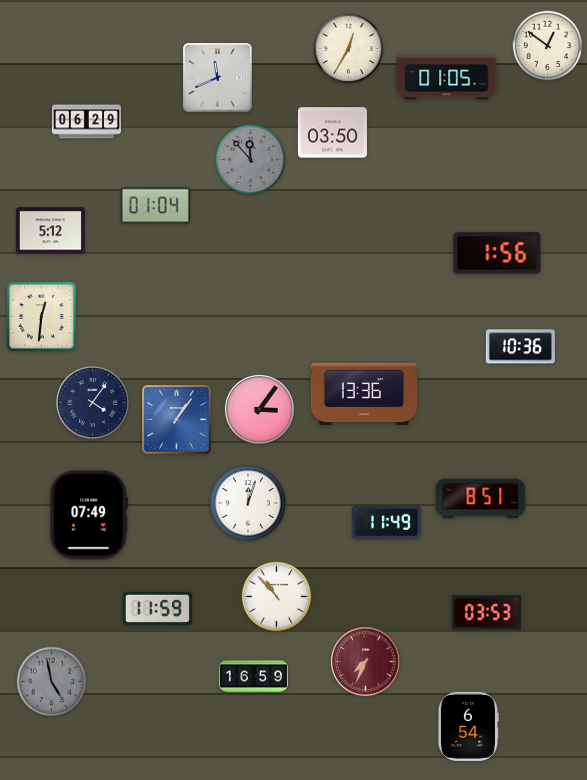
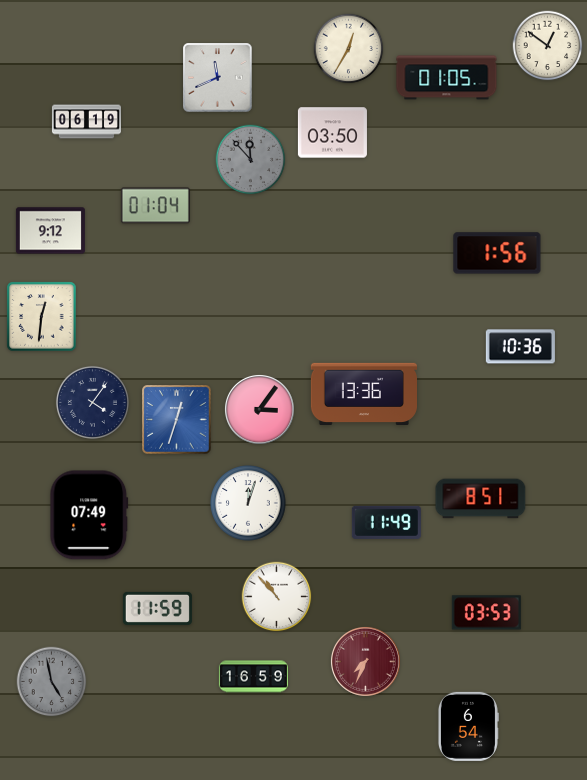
clock at (86, 122): 06:29 -> 06:19
clock at (50, 231): 5:12 -> 9:12
clock at (177, 420): 1:06 -> 12:33
